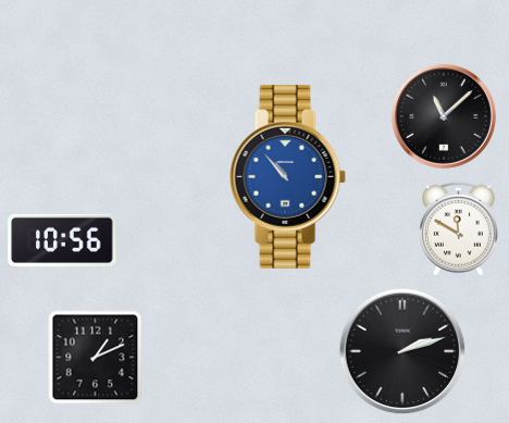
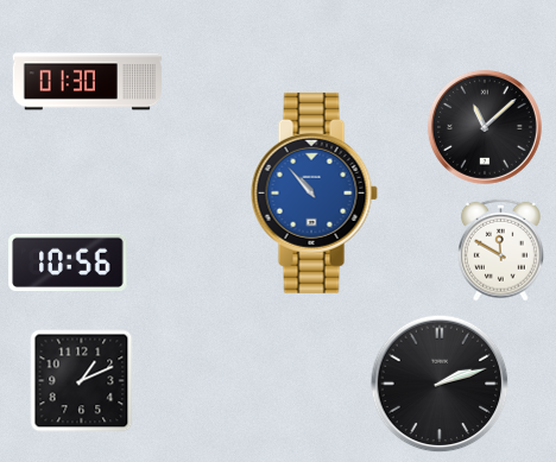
clock at (87, 82): none -> 01:30
clock at (96, 358) position: (96, 358) -> (82, 381)
